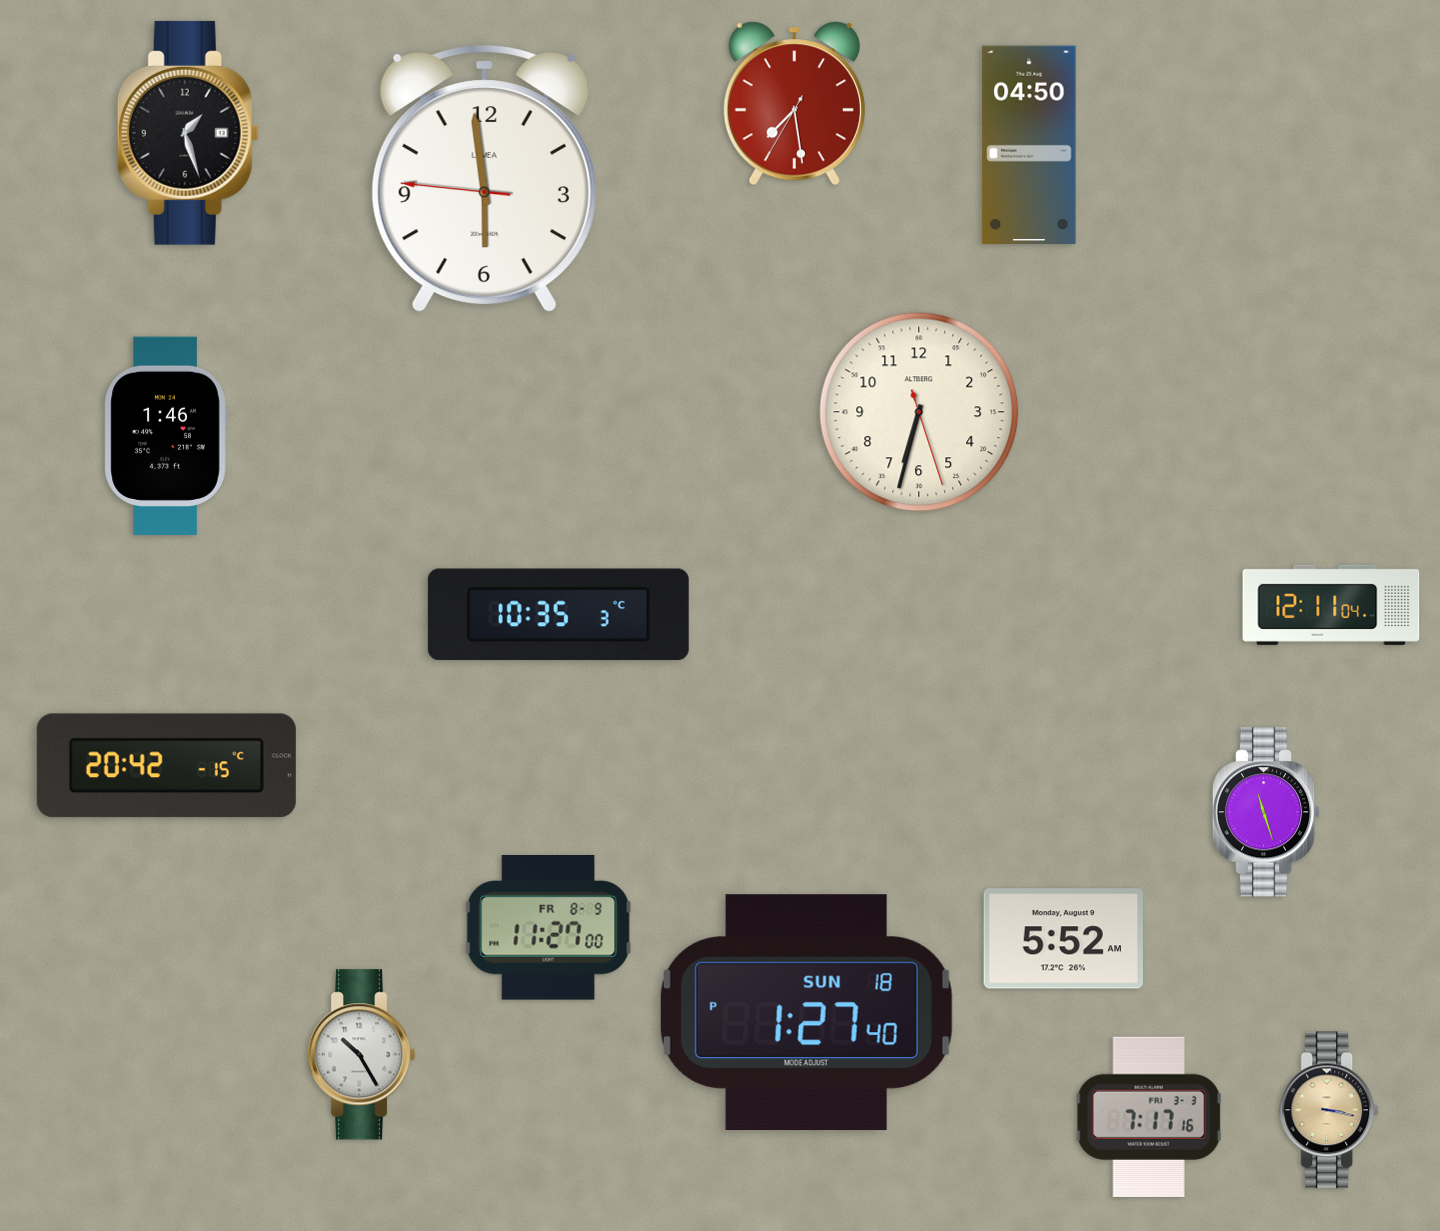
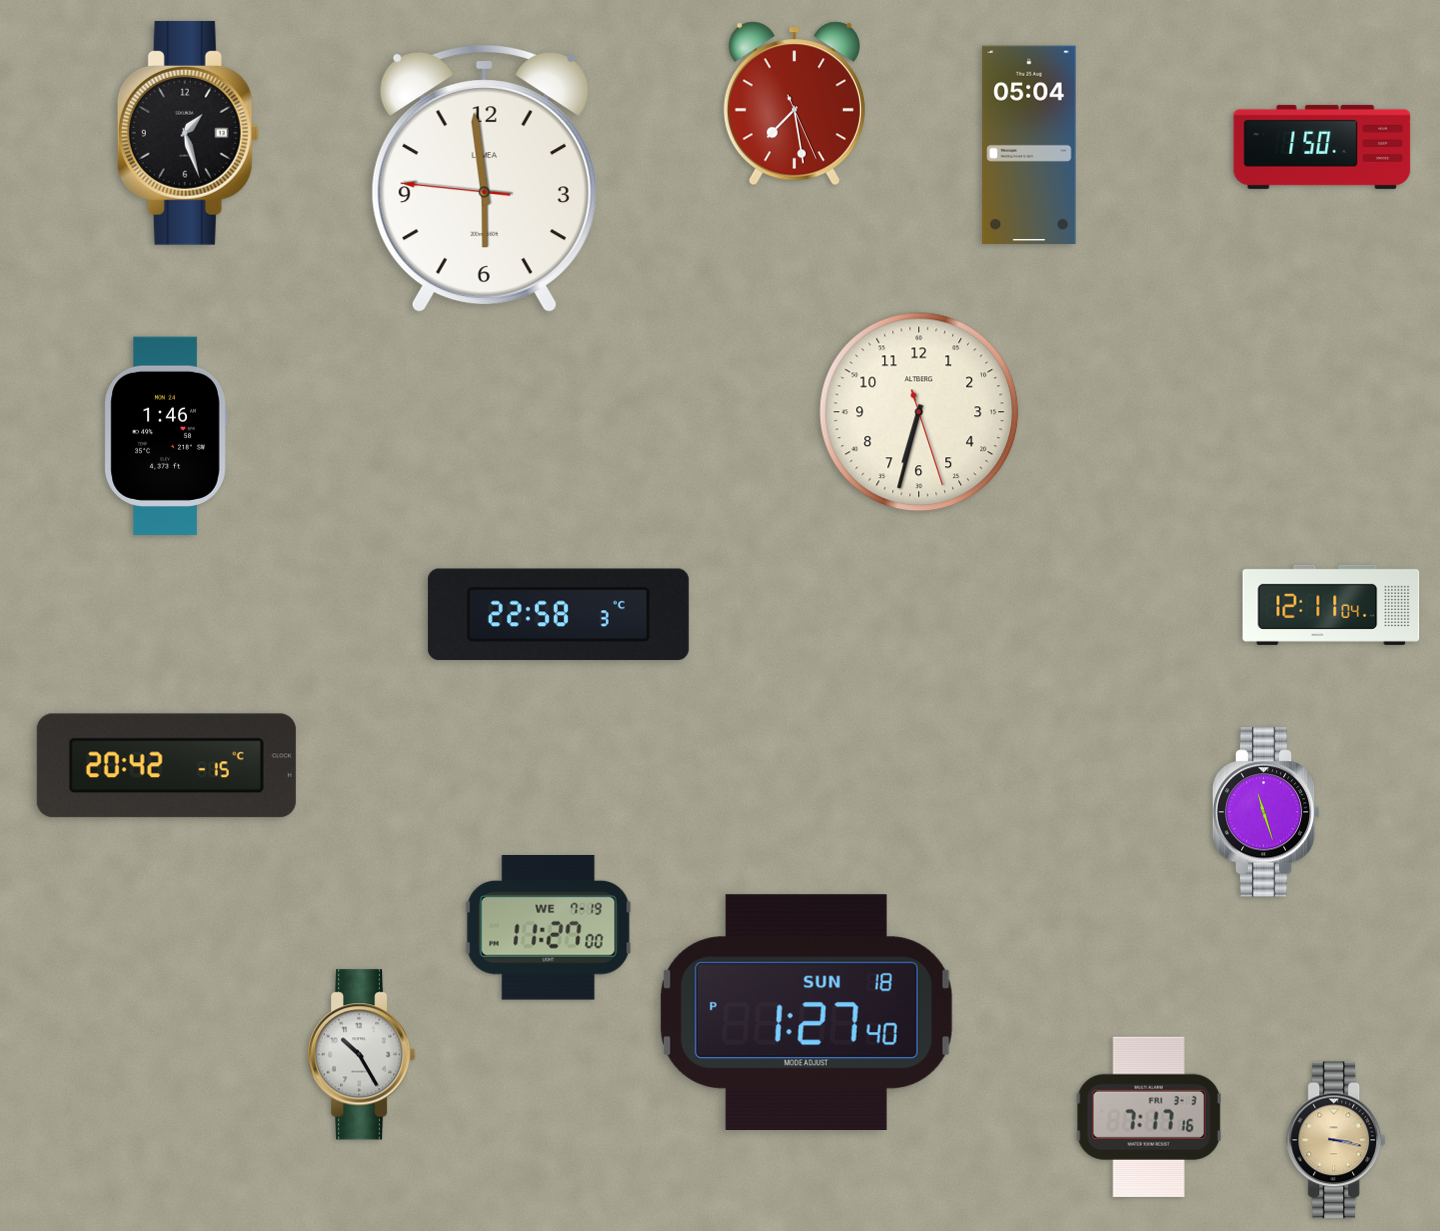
clock at (794, 104): 7:28:35 -> 7:28:26
clock at (1029, 145): 04:50 -> 05:04
clock at (1322, 147): none -> 1:50
clock at (558, 615): 10:35 -> 22:58
clock at (549, 928) date: FR 8-9 -> WE 7-19
clock at (1063, 939): 5:52 -> none
clock at (1330, 1110) position: (1330, 1110) -> (1337, 1140)
